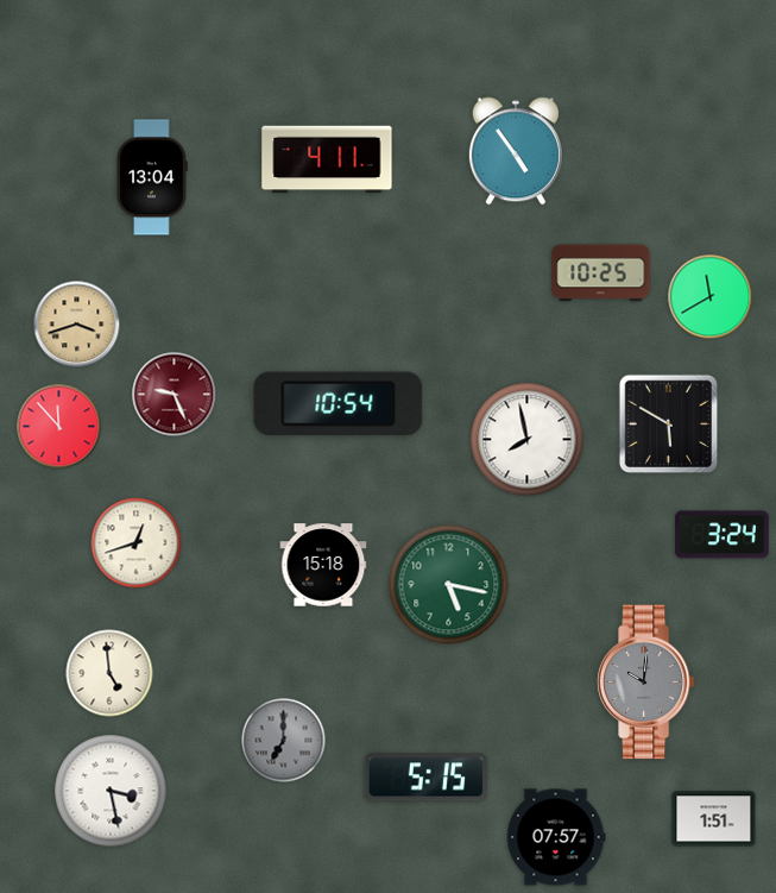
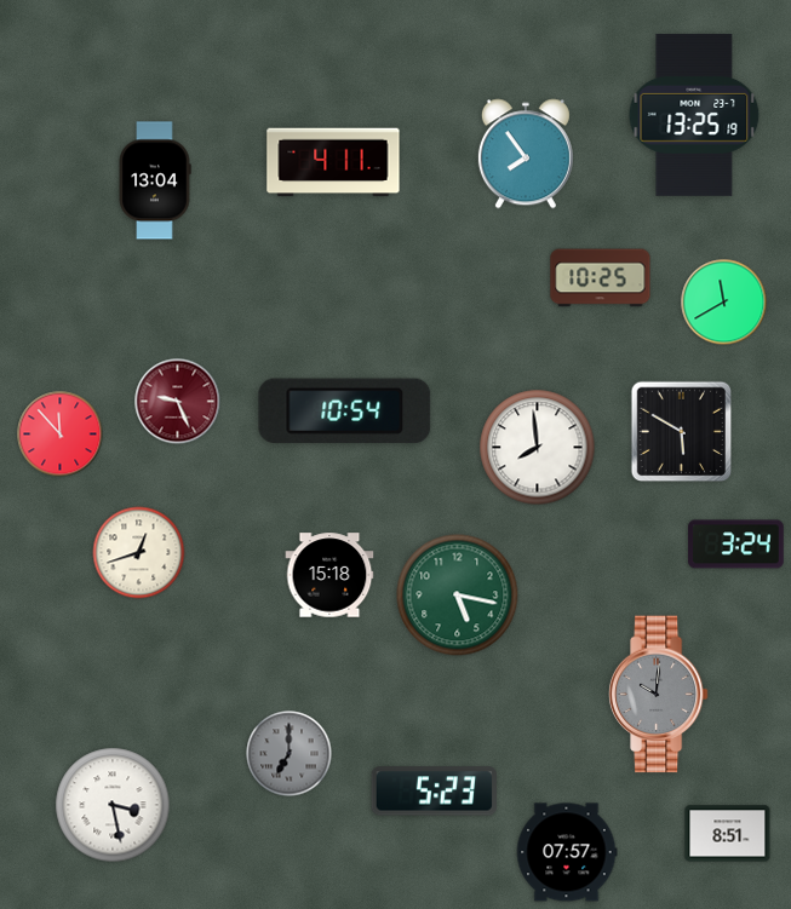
clock at (694, 115): none -> 13:25
clock at (516, 151): 4:54 -> 7:54
clock at (601, 273) position: (601, 273) -> (601, 278)
clock at (77, 325): 3:42 -> none
clock at (528, 440): 7:58 -> 7:59
clock at (109, 673): 4:59 -> none
clock at (425, 778): 5:15 -> 5:23
clock at (714, 819): 1:51 -> 8:51
